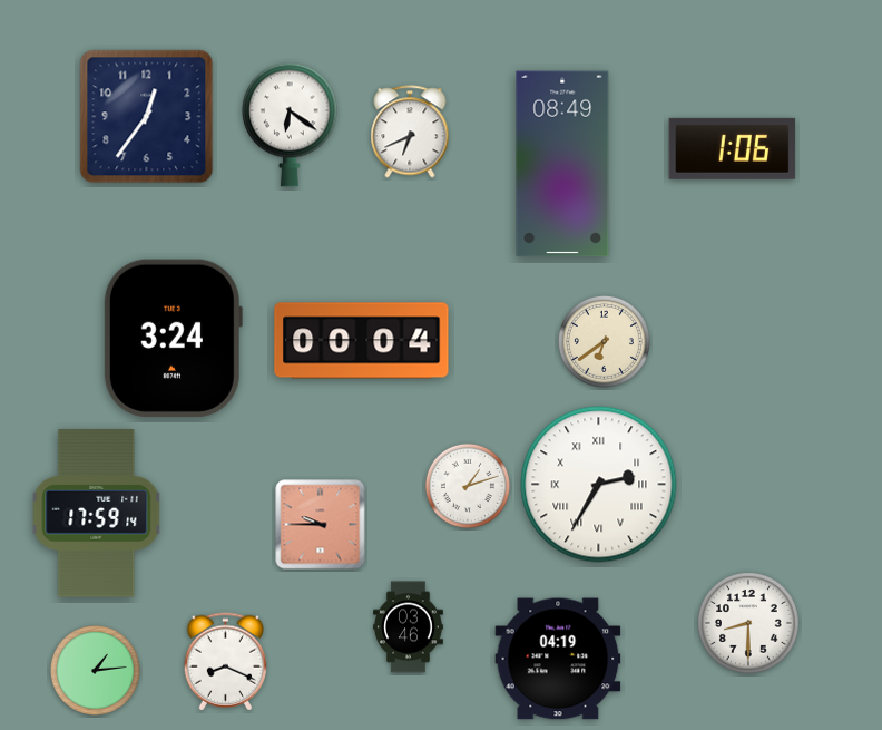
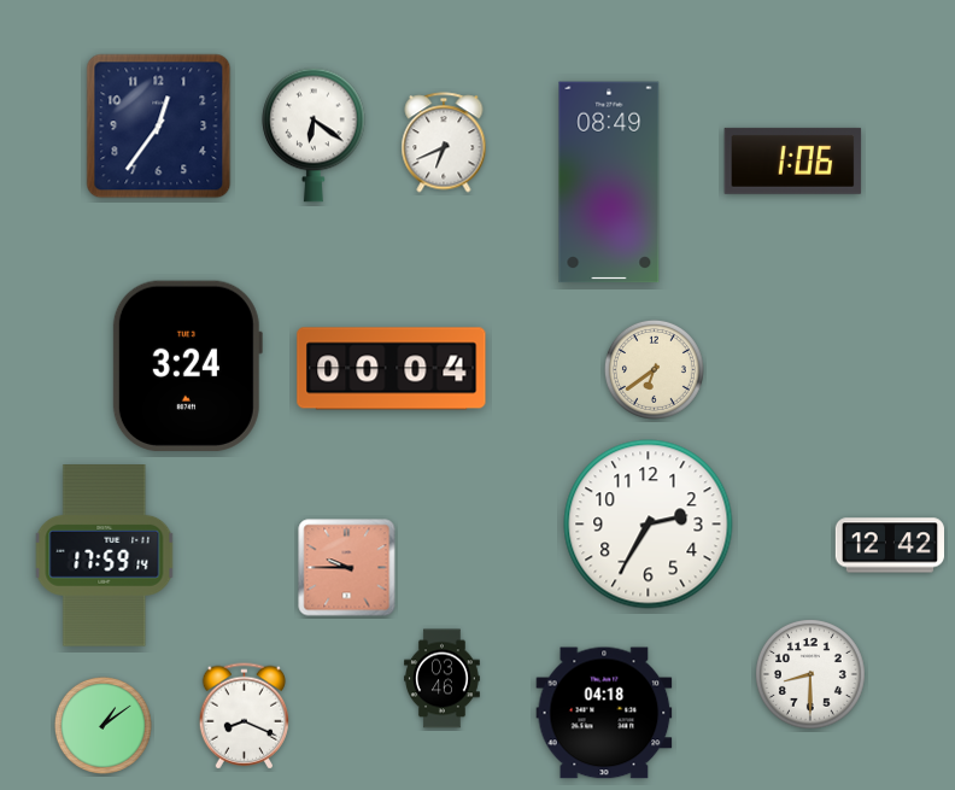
clock at (562, 164) position: (562, 164) -> (609, 182)
clock at (599, 485) numerals: Roman -> Arabic
clock at (468, 486): 1:12 -> none
clock at (889, 545): none -> 12:42
clock at (558, 659): 04:19 -> 04:18
clock at (95, 670): 1:14 -> 1:09
